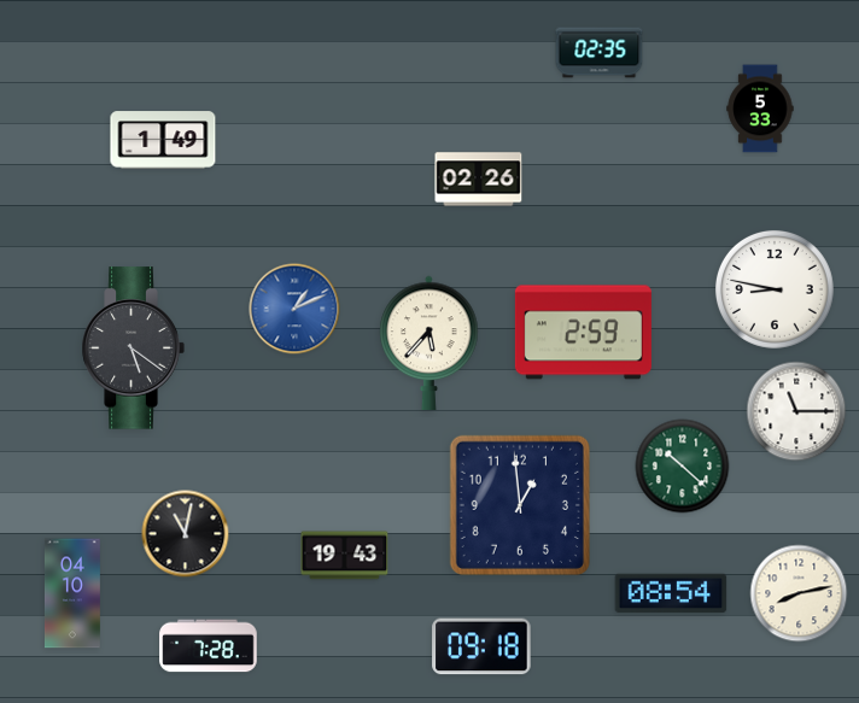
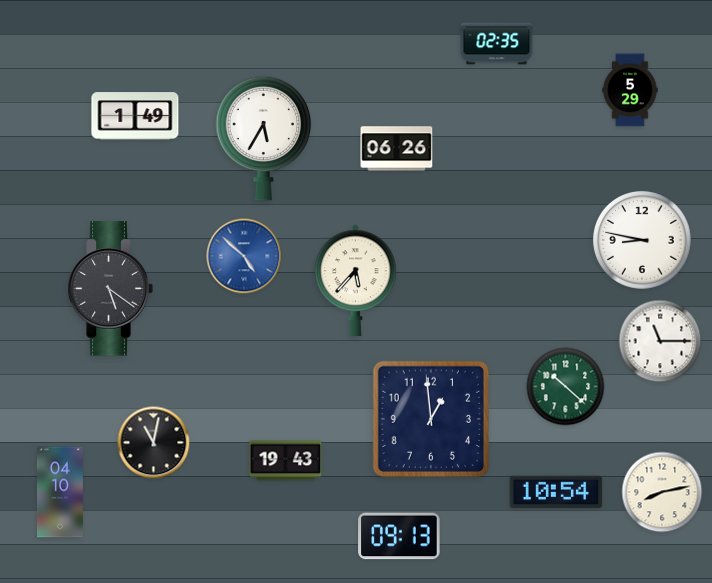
clock at (760, 109): 5:33 -> 5:29
clock at (264, 138): none -> 5:35
clock at (479, 180): 02:26 -> 06:26
clock at (294, 309): 1:11 -> 4:52
clock at (583, 333): 2:59 -> none
clock at (429, 342) position: (429, 342) -> (356, 280)
clock at (671, 593): 08:54 -> 10:54
clock at (209, 646): 7:28 -> none
clock at (481, 646): 09:18 -> 09:13
